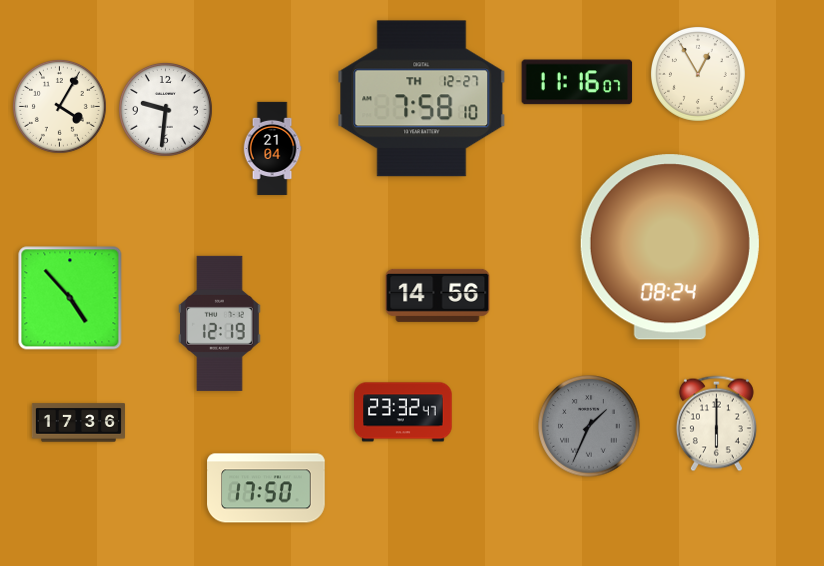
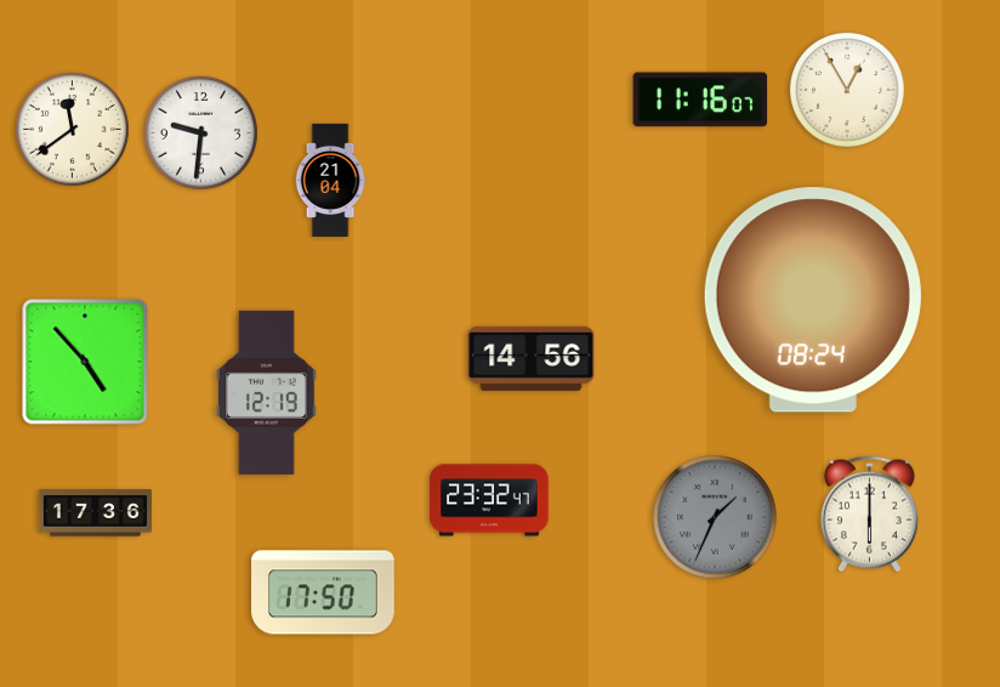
clock at (422, 99): 7:58 -> none
clock at (59, 106): 4:05 -> 11:39
